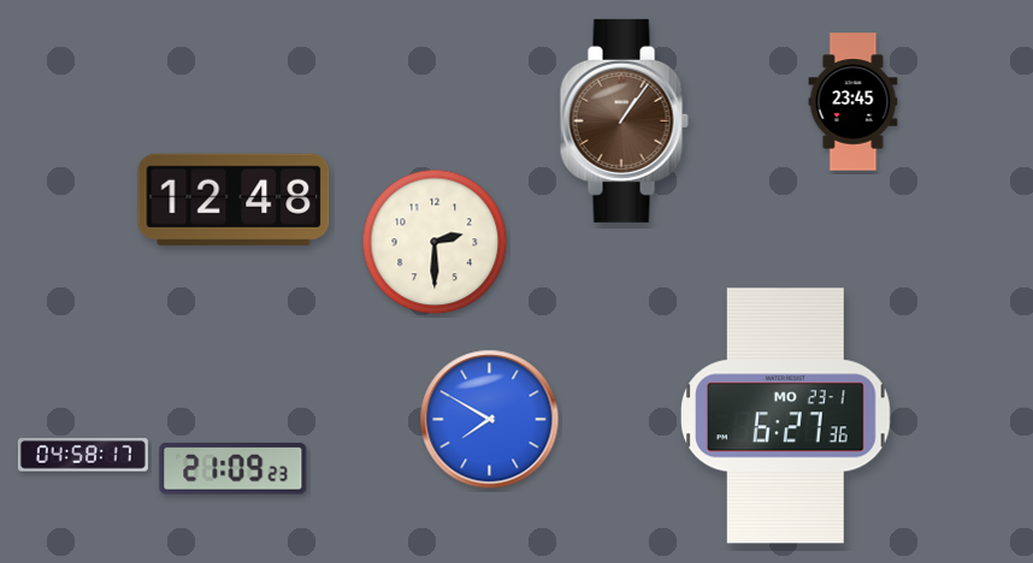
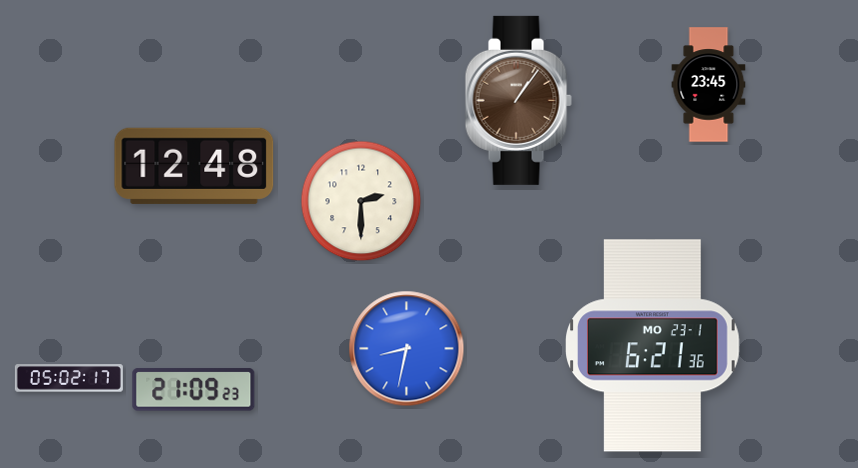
clock at (786, 416): 6:27 -> 6:21
clock at (490, 420): 7:50 -> 8:32
clock at (83, 455): 04:58 -> 05:02
